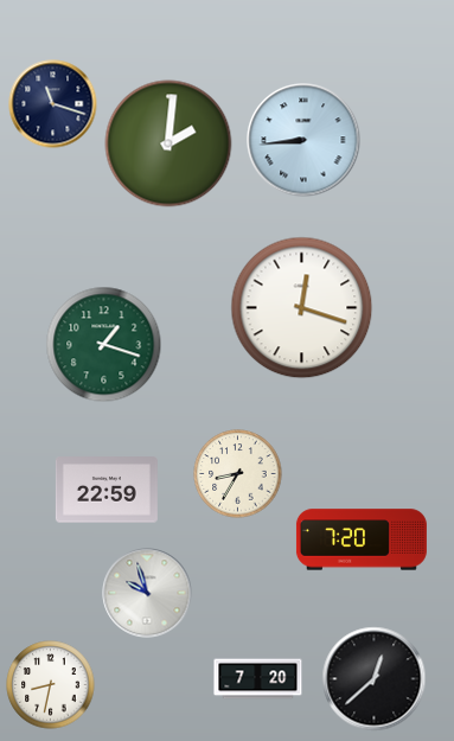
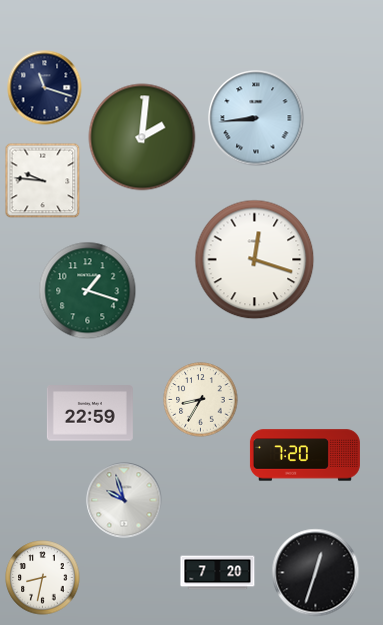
clock at (168, 143) position: (168, 143) -> (142, 137)
clock at (43, 181): none -> 9:46
clock at (375, 679): 12:38 -> 12:33
